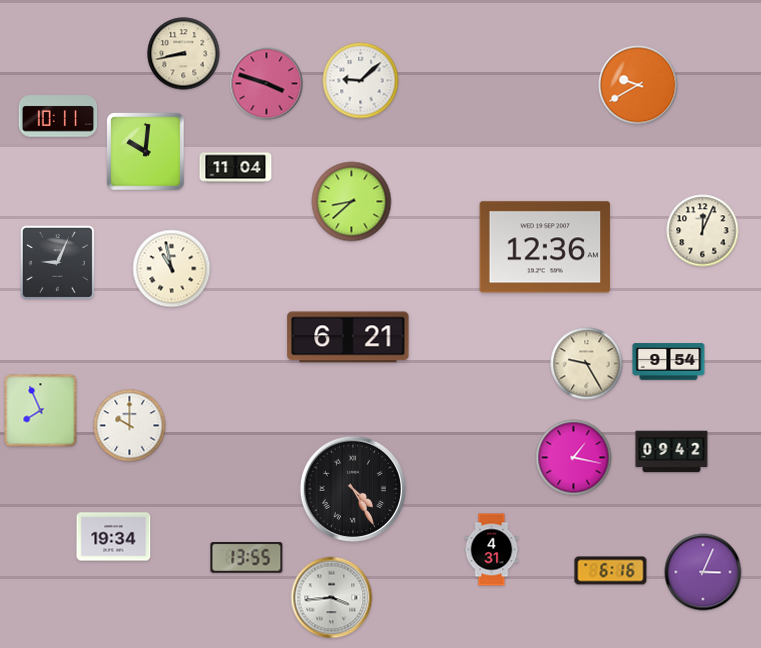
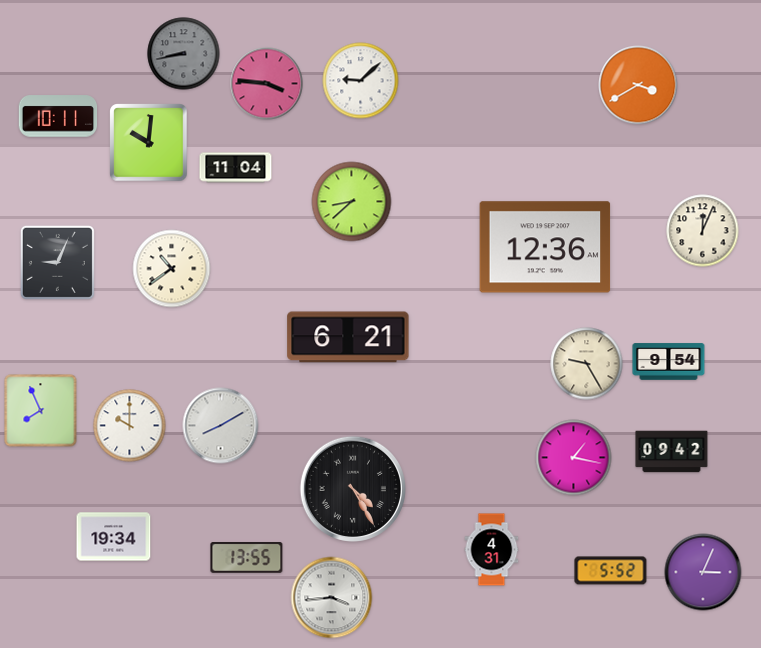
clock at (184, 54) dial: cream -> grey
clock at (267, 84): 3:48 -> 3:46
clock at (638, 85): 9:40 -> 3:40
clock at (146, 152) position: (146, 152) -> (149, 143)
clock at (172, 269): 10:58 -> 10:39
clock at (221, 426): none -> 8:10
clock at (611, 571): 6:16 -> 5:52
